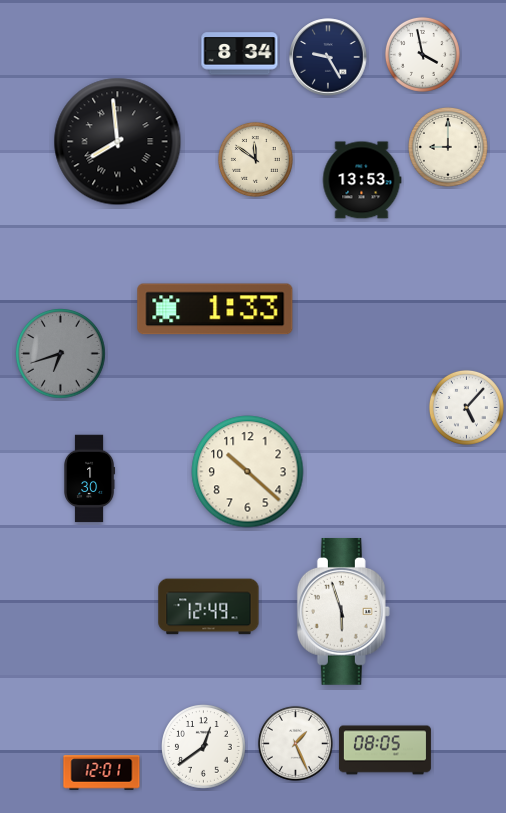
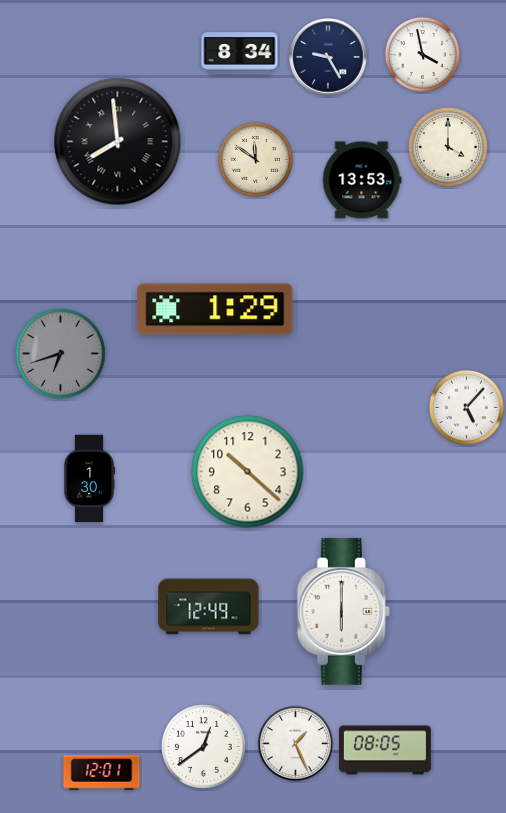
clock at (448, 147): 9:00 -> 4:00
clock at (215, 309): 1:33 -> 1:29
clock at (343, 611): 5:57 -> 6:00
